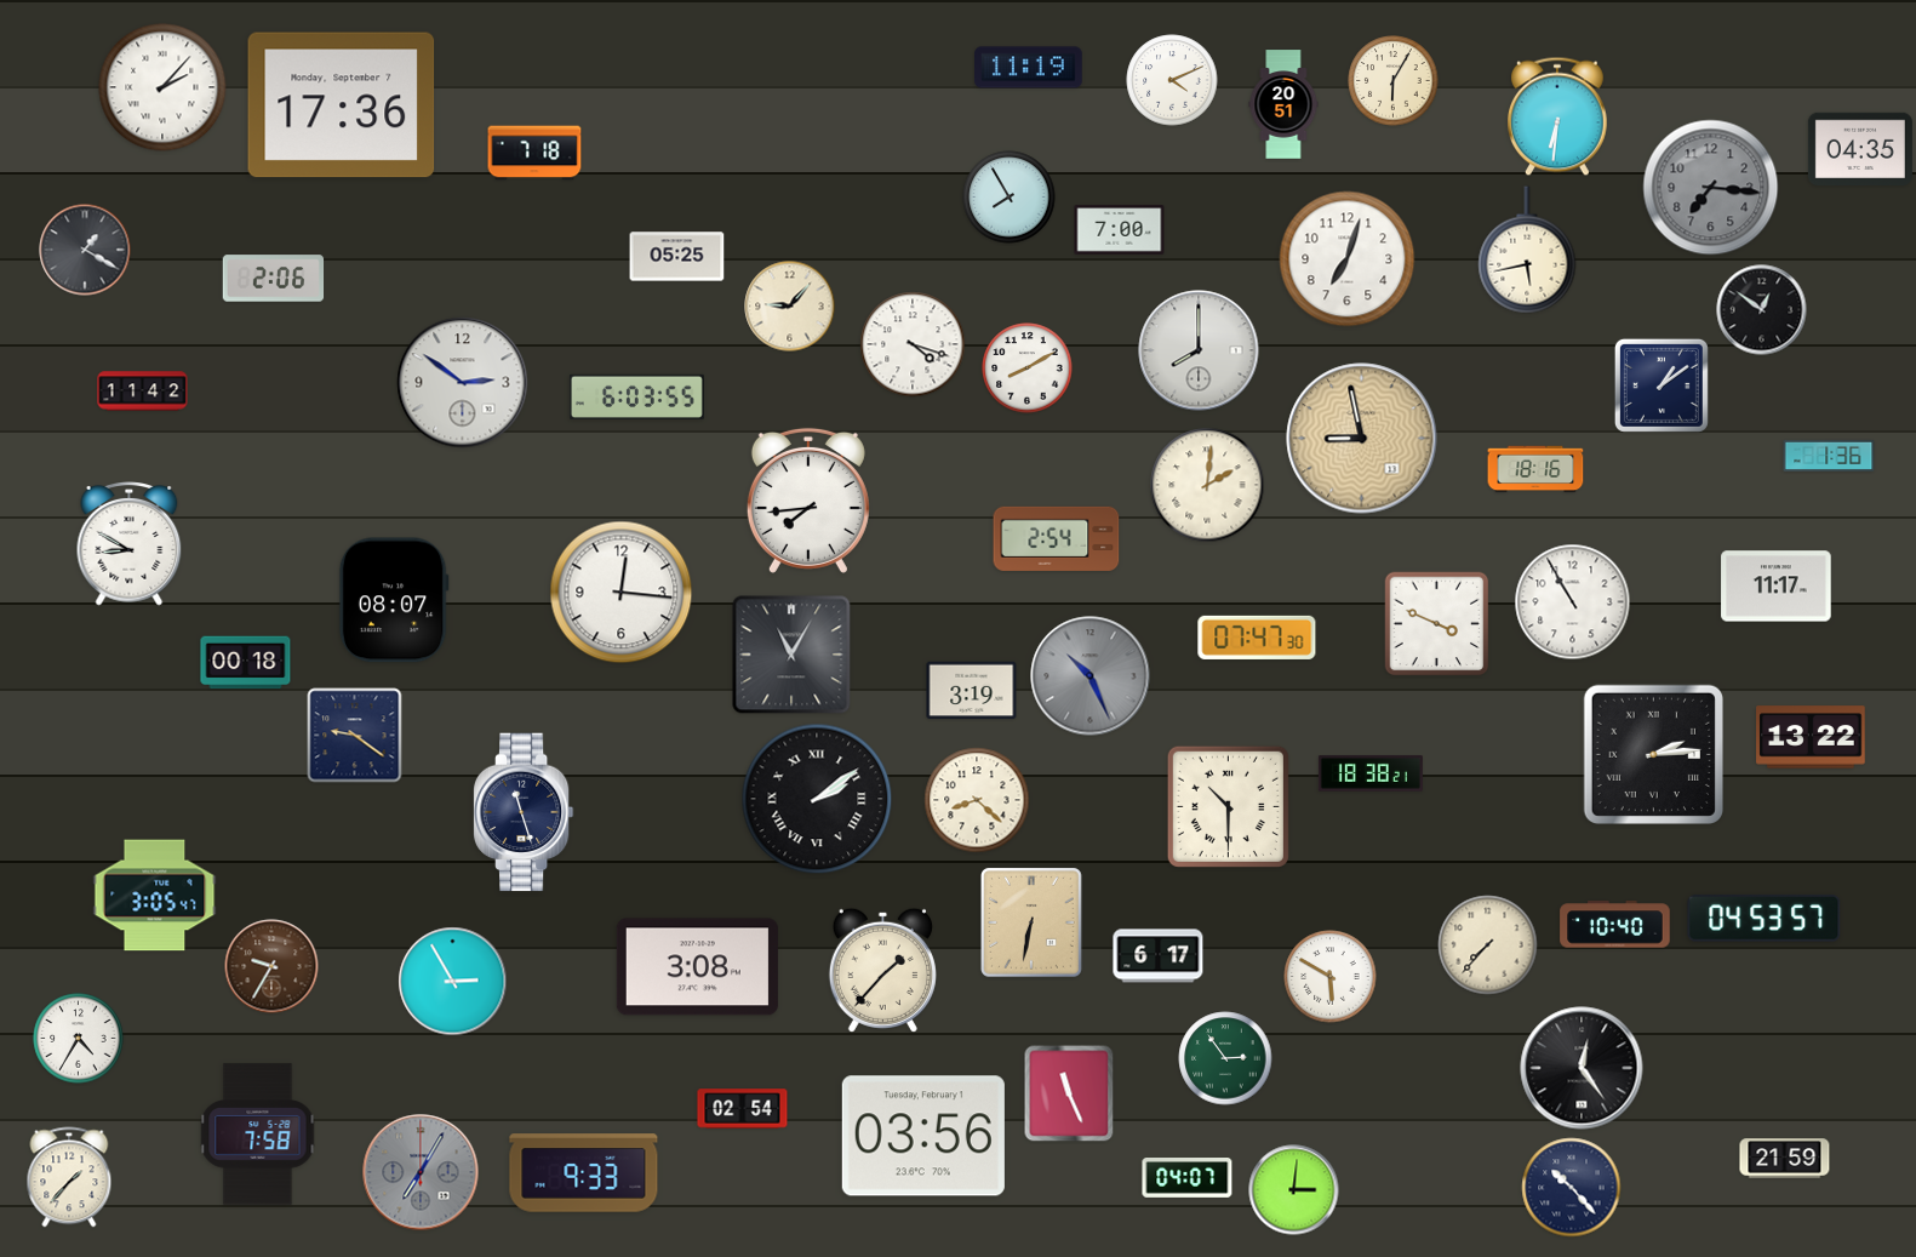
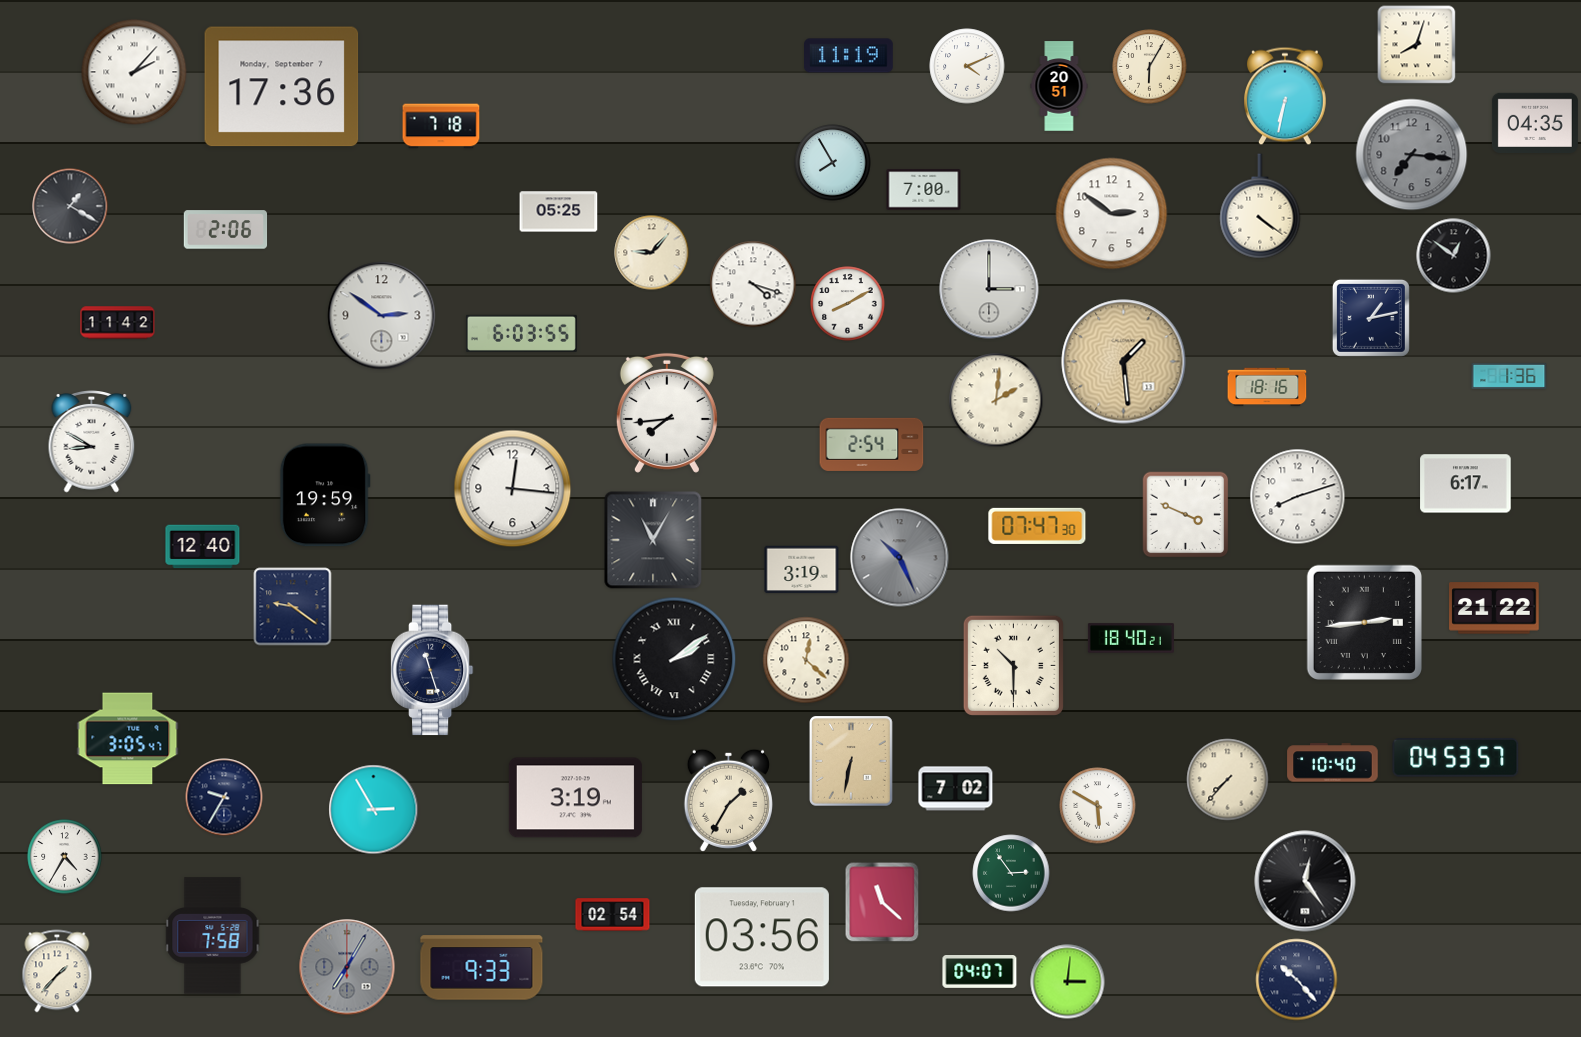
clock at (1417, 45): none -> 8:03
clock at (1558, 116): 6:31 -> 6:32
clock at (1527, 250): 5:43 -> 4:21
clock at (1348, 259): 7:03 -> 2:51
clock at (1199, 350): 8:00 -> 3:00
clock at (1662, 385): 1:09 -> 1:13
clock at (636, 396) position: (636, 396) -> (521, 333)
clock at (1362, 439): 8:58 -> 1:29
clock at (130, 544) position: (130, 544) -> (92, 442)
clock at (1777, 587): 11:17 -> 6:17
clock at (394, 600): 08:07 -> 19:59
clock at (1573, 602): 10:55 -> 8:12
clock at (246, 663): 00:18 -> 12:40
clock at (1811, 737): 13:22 -> 21:22
clock at (1653, 754): 2:14 -> 2:44
clock at (1371, 773): 18:38 -> 18:40
clock at (977, 800): 8:22 -> 12:22
clock at (1159, 956): 6:17 -> 7:02
clock at (271, 966) dial: brown -> navy
clock at (697, 967): 3:08 -> 3:19
clock at (882, 970): 1:37 -> 1:35
clock at (1069, 1093): 11:26 -> 11:22
clock at (1785, 1159): 21:59 -> none
